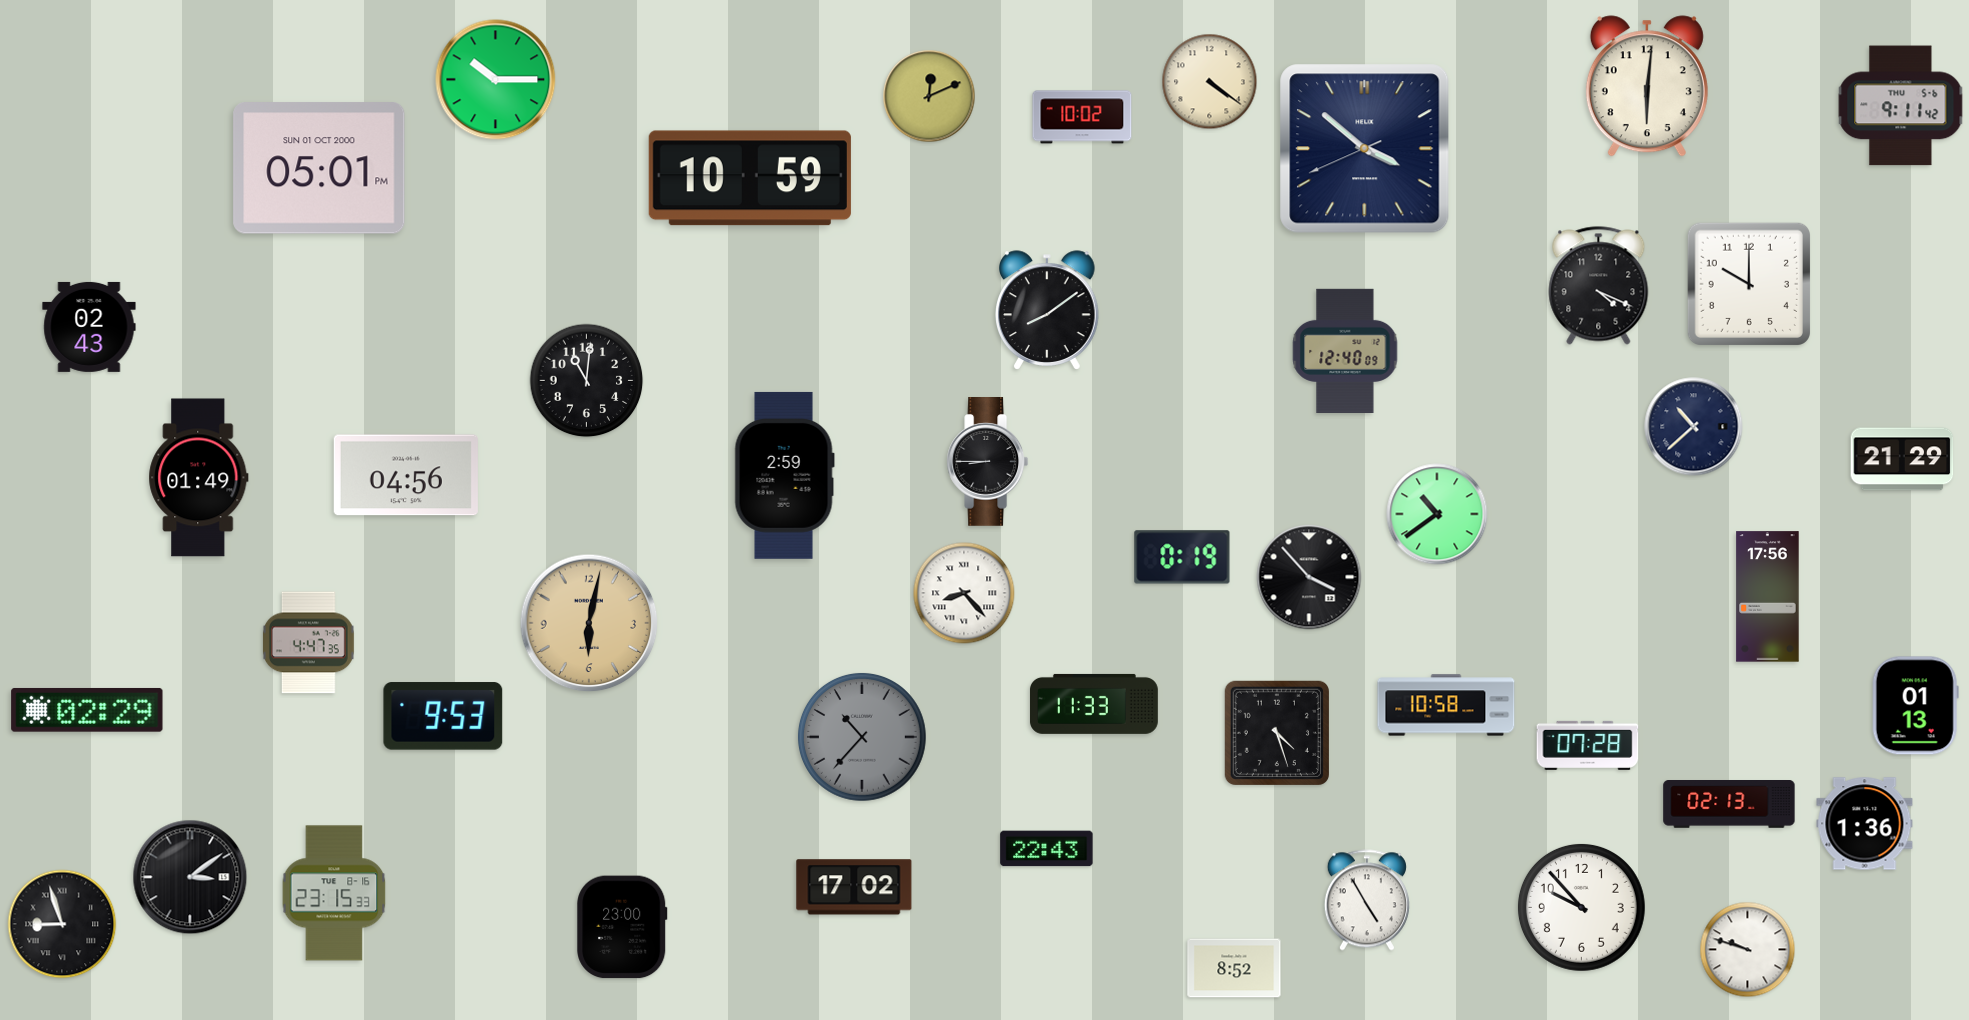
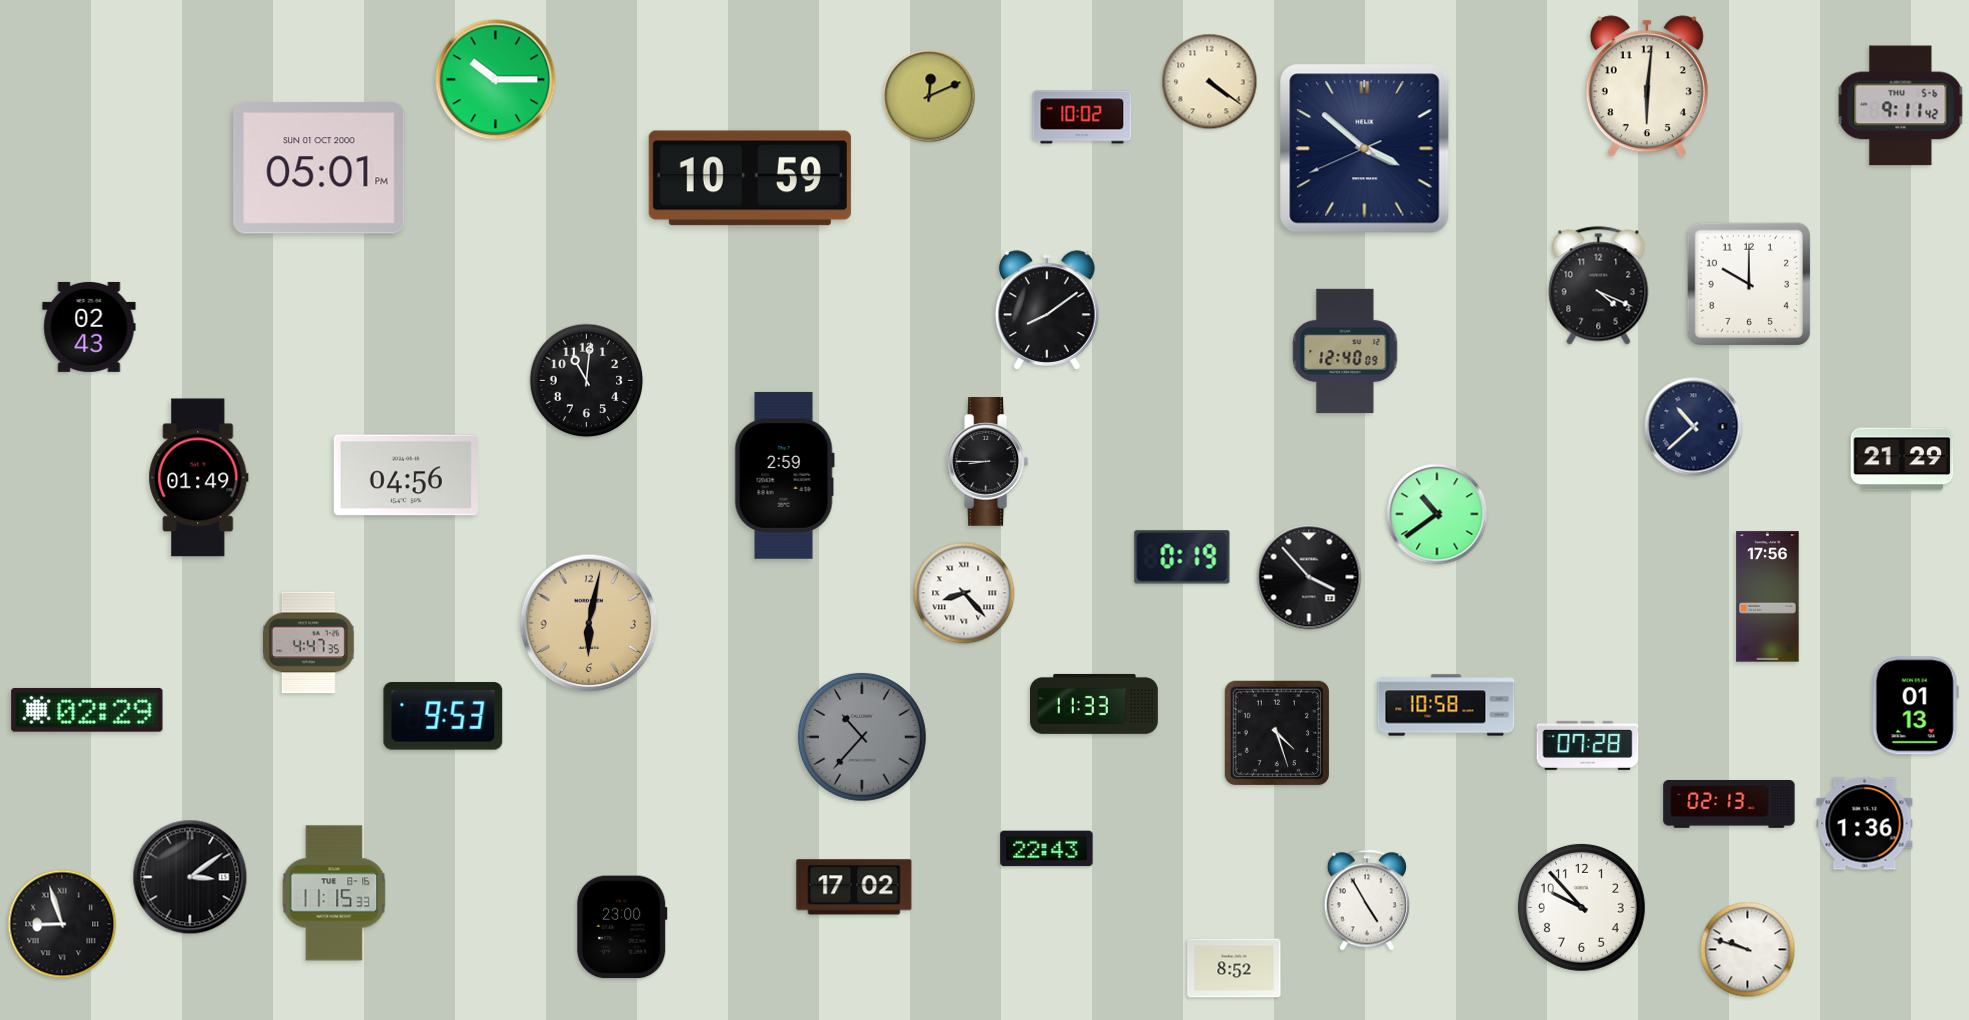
clock at (334, 893): 23:15 -> 11:15
